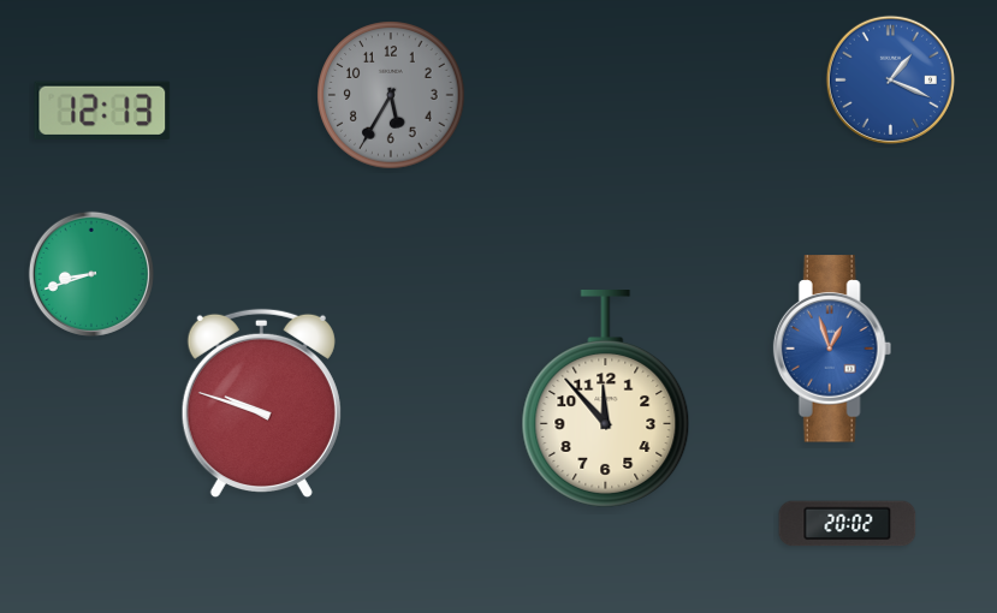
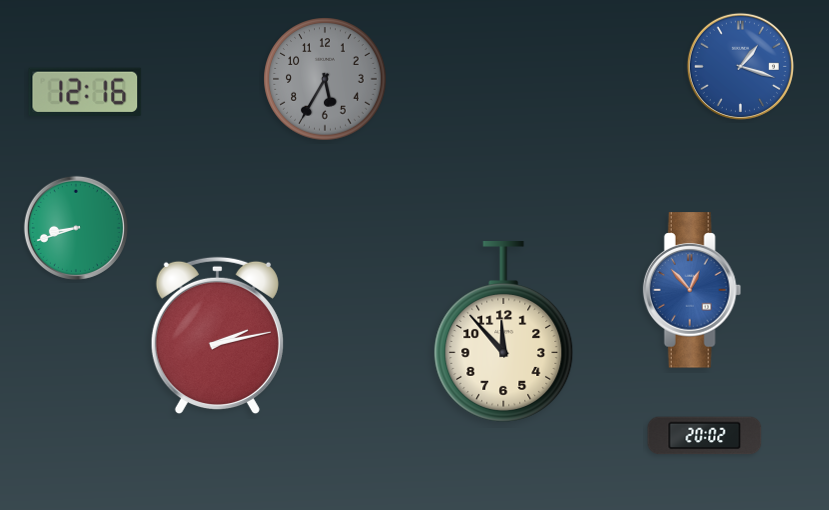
clock at (890, 79): 1:19 -> 1:18
clock at (102, 111): 12:13 -> 12:16
clock at (832, 349): 12:57 -> 12:53
clock at (261, 404): 9:48 -> 2:13
